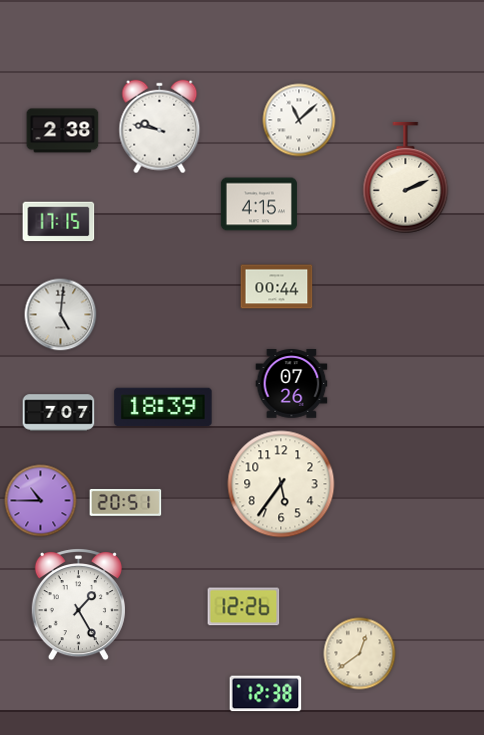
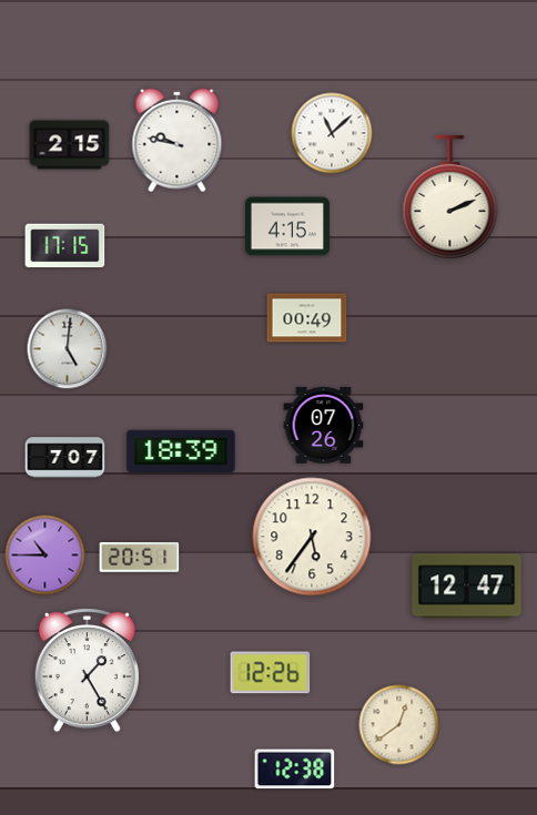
clock at (63, 131): 2:38 -> 2:15
clock at (277, 287): 00:44 -> 00:49
clock at (467, 587): none -> 12:47
